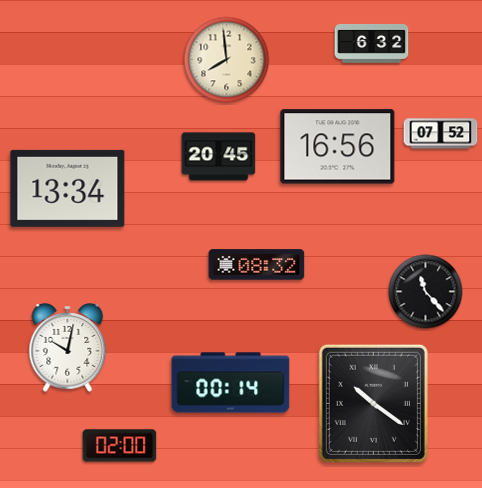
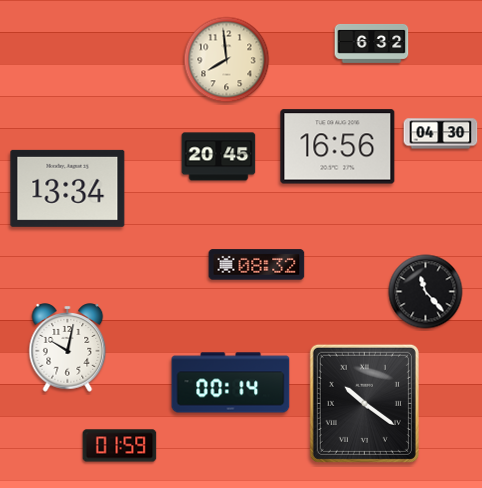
clock at (441, 134): 07:52 -> 04:30
clock at (373, 403) position: (373, 403) -> (364, 403)
clock at (120, 446): 02:00 -> 01:59
